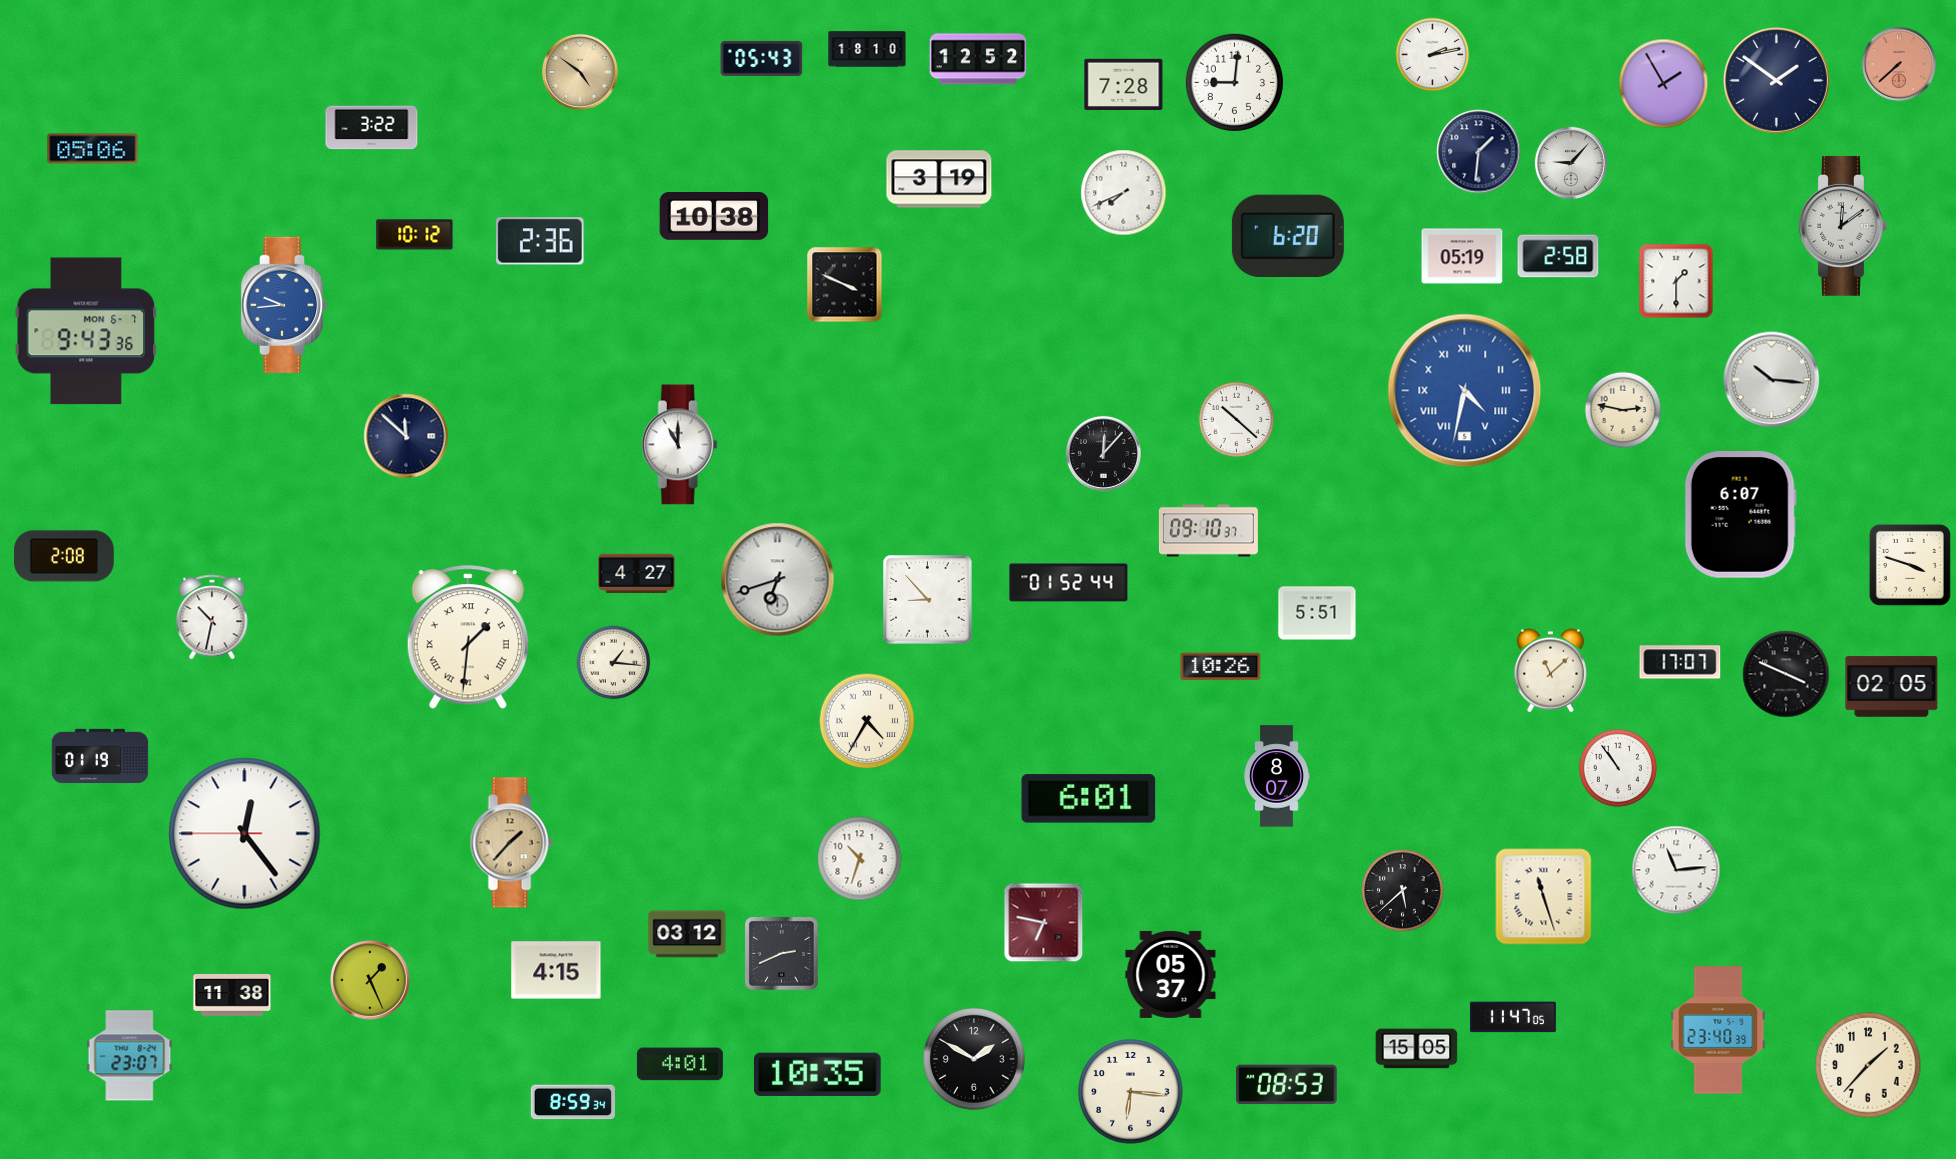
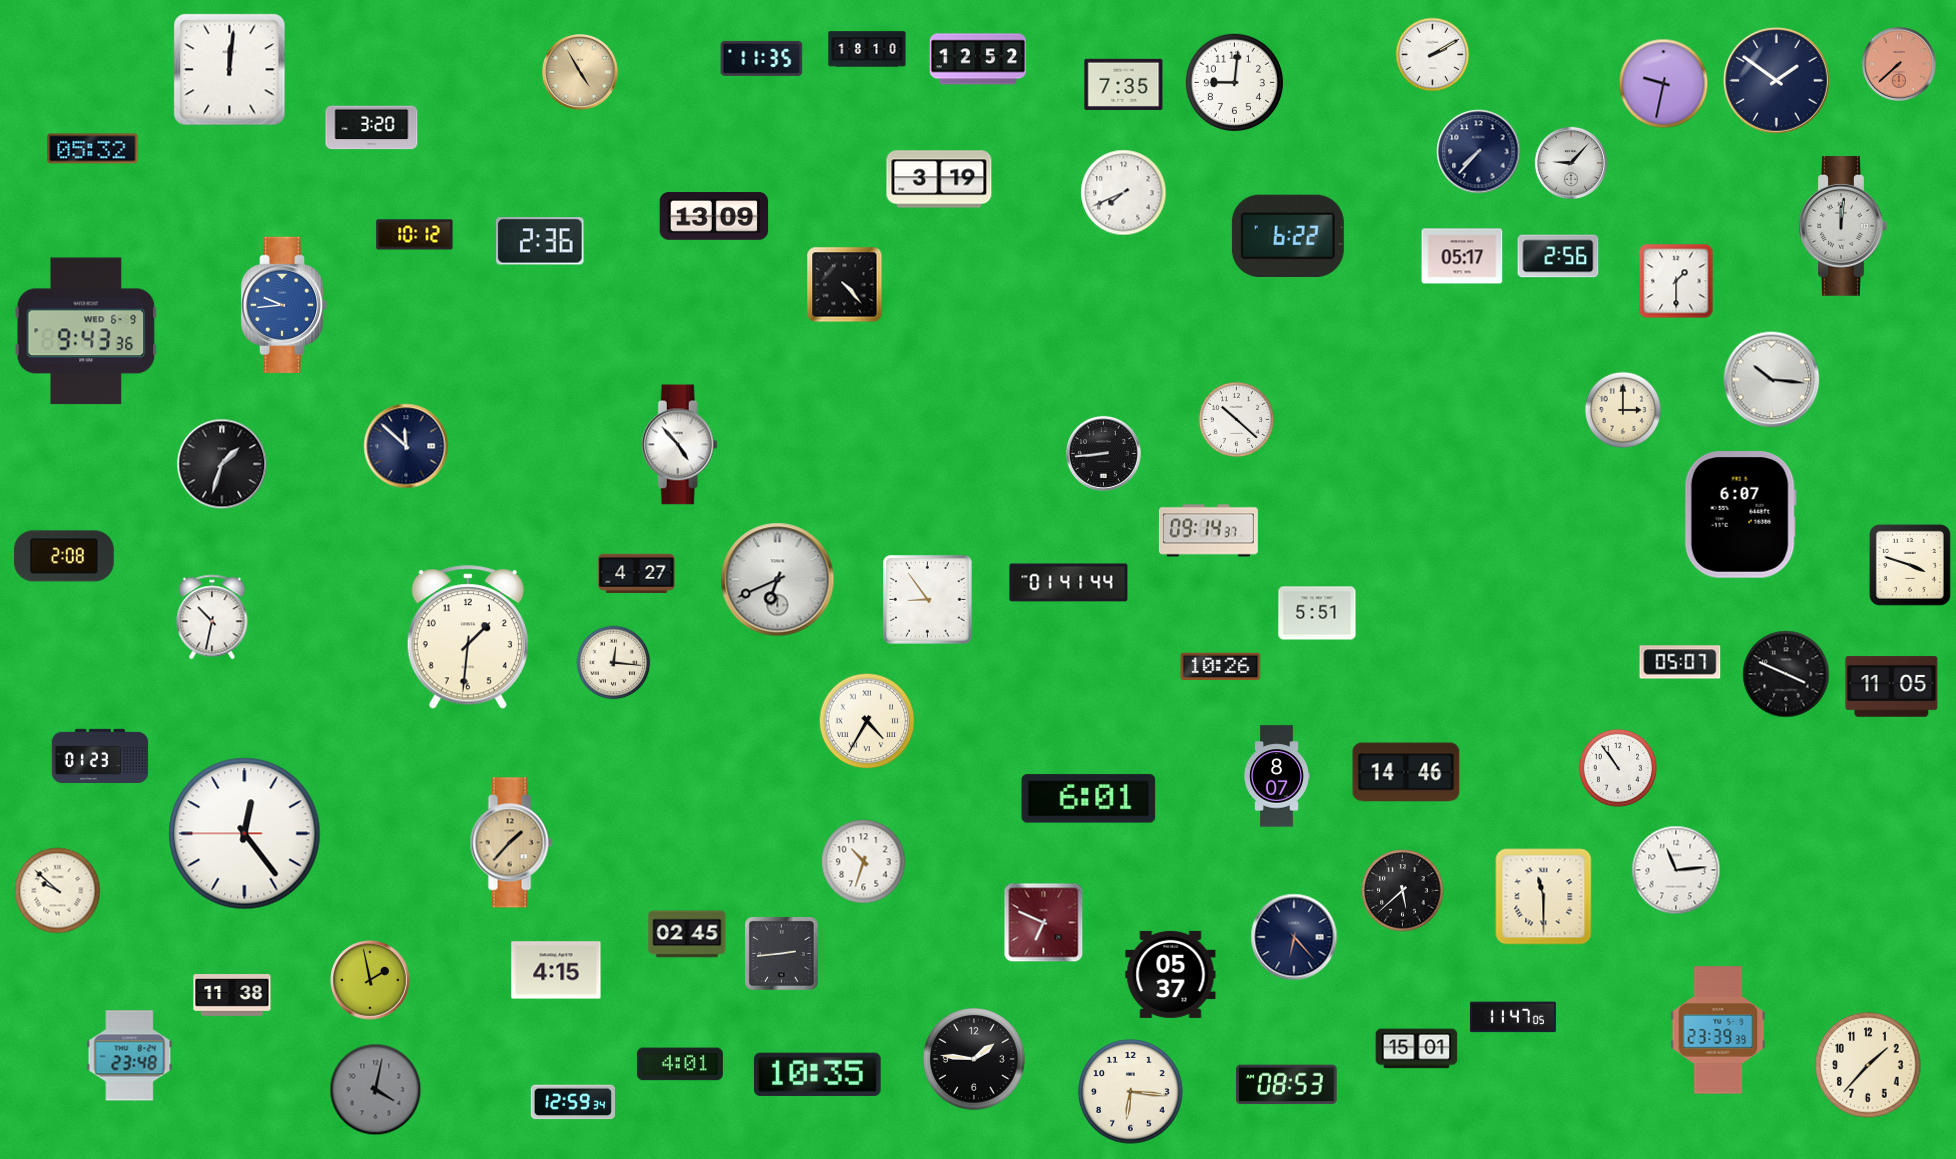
clock at (1433, 55): 2:13 -> 2:10
clock at (762, 58): 05:43 -> 11:35
clock at (230, 70): none -> 12:01
clock at (580, 72): 4:51 -> 4:55
clock at (1124, 84): 7:28 -> 7:35
clock at (1664, 84): 1:55 -> 9:32
clock at (372, 128): 3:22 -> 3:20
clock at (93, 149): 05:06 -> 05:32
clock at (1479, 152): 1:31 -> 7:37
clock at (714, 217): 10:38 -> 13:09
clock at (1843, 226): 12:09 -> 12:01
clock at (1288, 235): 6:20 -> 6:22
clock at (1462, 256): 05:19 -> 05:17
clock at (1558, 256): 2:58 -> 2:56
clock at (845, 285): 3:49 -> 4:23
clock at (86, 331) date: MON 6-7 -> WED 6-9
clock at (1465, 391): 4:32 -> none
clock at (1622, 409): 2:47 -> 3:00
clock at (406, 436) position: (406, 436) -> (406, 446)
clock at (679, 445): 11:00 -> 4:53
clock at (1103, 453): 12:07 -> 8:44
clock at (222, 464): none -> 1:33
clock at (1208, 531): 09:10 -> 09:14
clock at (778, 580): 6:42 -> 6:41
clock at (1069, 583): 01:52 -> 01:41
clock at (928, 600): 8:53 -> 8:54
clock at (468, 638) numerals: Roman -> Arabic
clock at (1680, 662): 17:07 -> 05:07
clock at (614, 663): 1:16 -> 12:16
clock at (1550, 671): 11:08 -> none
clock at (1892, 687): 02:05 -> 11:05
clock at (100, 756): 01:19 -> 01:23
clock at (1406, 772): none -> 14:46
clock at (860, 859) position: (860, 859) -> (864, 862)
clock at (58, 891): none -> 9:52
clock at (1544, 897): 11:27 -> 11:30
clock at (1044, 923): 6:47 -> 6:49
clock at (687, 934): 03:12 -> 02:45
clock at (1294, 937): none -> 6:23
clock at (782, 954): 2:41 -> 2:44
clock at (370, 980): 1:26 -> 1:58
clock at (1718, 1030): 23:40 -> 23:39
clock at (1417, 1049): 15:05 -> 15:01
clock at (130, 1056): 23:07 -> 23:48
clock at (974, 1059): 1:50 -> 1:46
clock at (376, 1090): none -> 4:02
clock at (573, 1102): 8:59 -> 12:59
